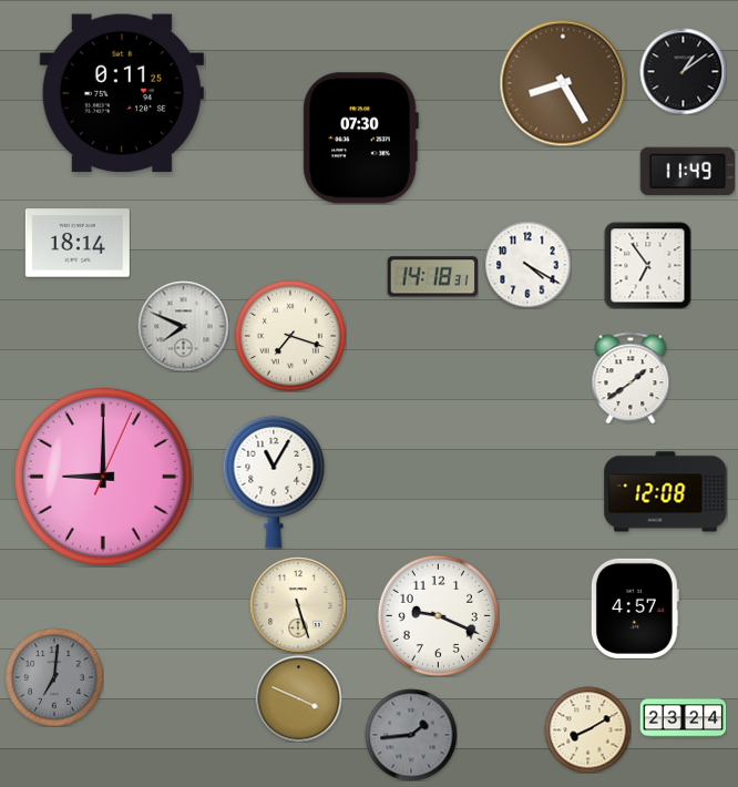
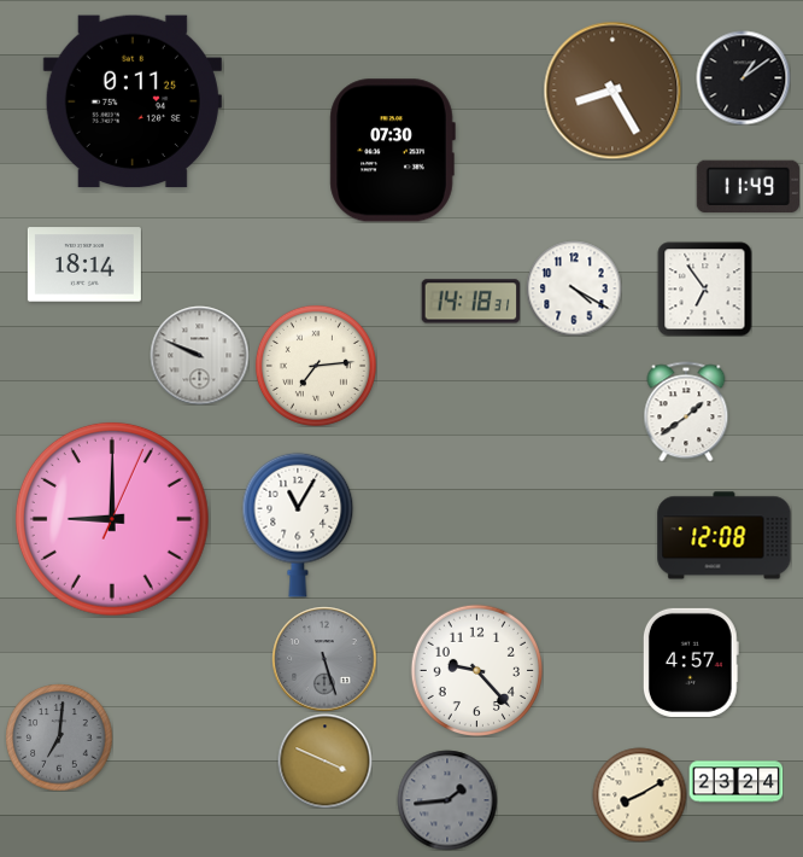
clock at (183, 326): 7:49 -> 9:49
clock at (290, 336): 7:18 -> 7:14
clock at (298, 605) dial: cream -> grey
clock at (438, 615): 9:19 -> 9:23
clock at (683, 718) position: (683, 718) -> (735, 782)
